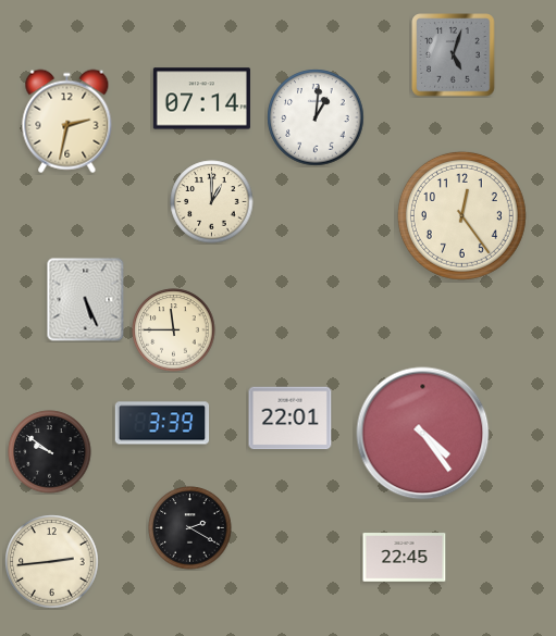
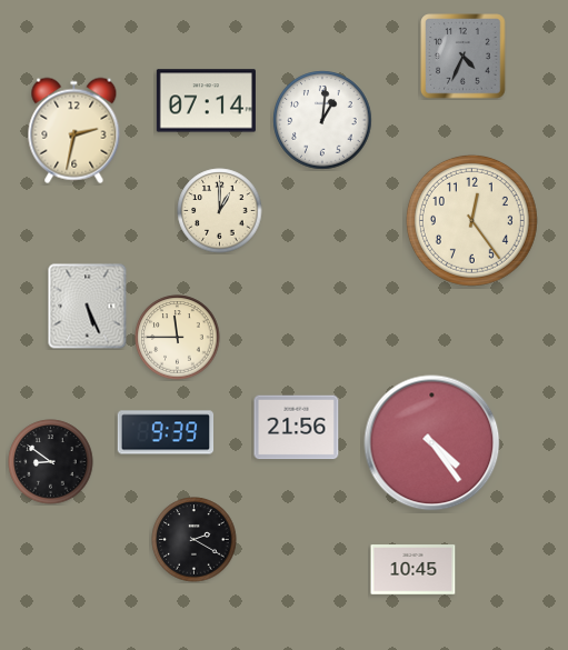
clock at (454, 55): 5:03 -> 4:34
clock at (67, 122) position: (67, 122) -> (74, 131)
clock at (212, 202) position: (212, 202) -> (220, 211)
clock at (291, 419): 22:01 -> 21:56
clock at (162, 423): 3:39 -> 9:39
clock at (50, 452): 9:51 -> 8:51
clock at (405, 558): 22:45 -> 10:45
clock at (52, 562): 2:44 -> none
